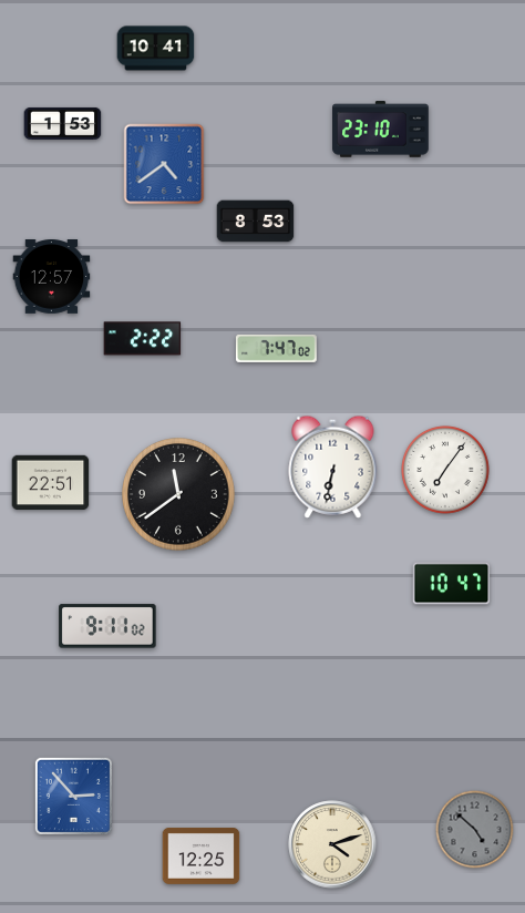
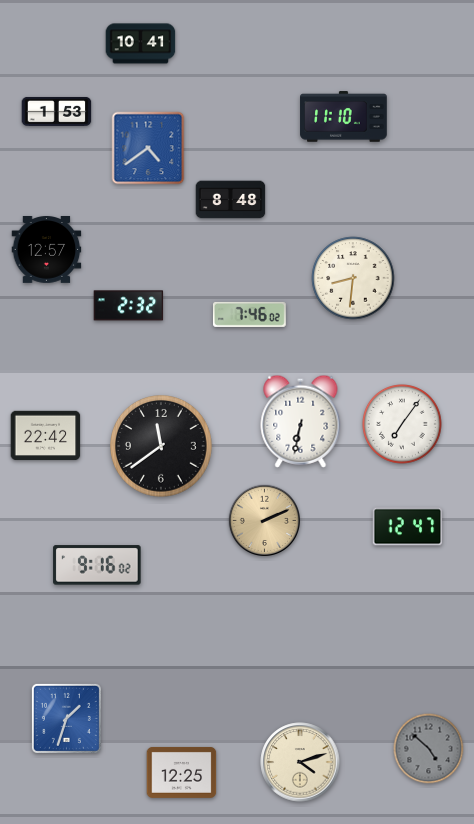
clock at (381, 130): 23:10 -> 11:10
clock at (256, 222): 8:53 -> 8:48
clock at (353, 278): none -> 8:31
clock at (143, 339): 2:22 -> 2:32
clock at (276, 348): 7:47 -> 7:46
clock at (51, 483): 22:51 -> 22:42
clock at (264, 520): none -> 2:11
clock at (452, 584): 10:47 -> 12:47
clock at (107, 626): 9:11 -> 9:16
clock at (73, 796): 2:53 -> 1:33
